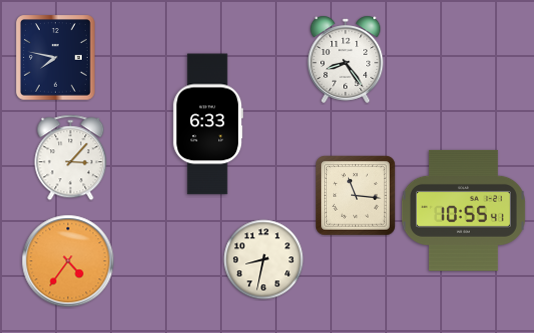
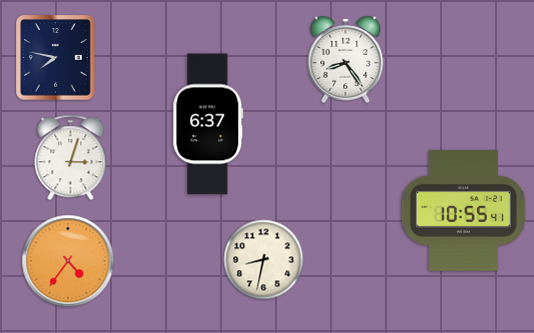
clock at (208, 124): 6:33 -> 6:37
clock at (71, 158): 3:07 -> 3:03
clock at (356, 196): 11:16 -> none
